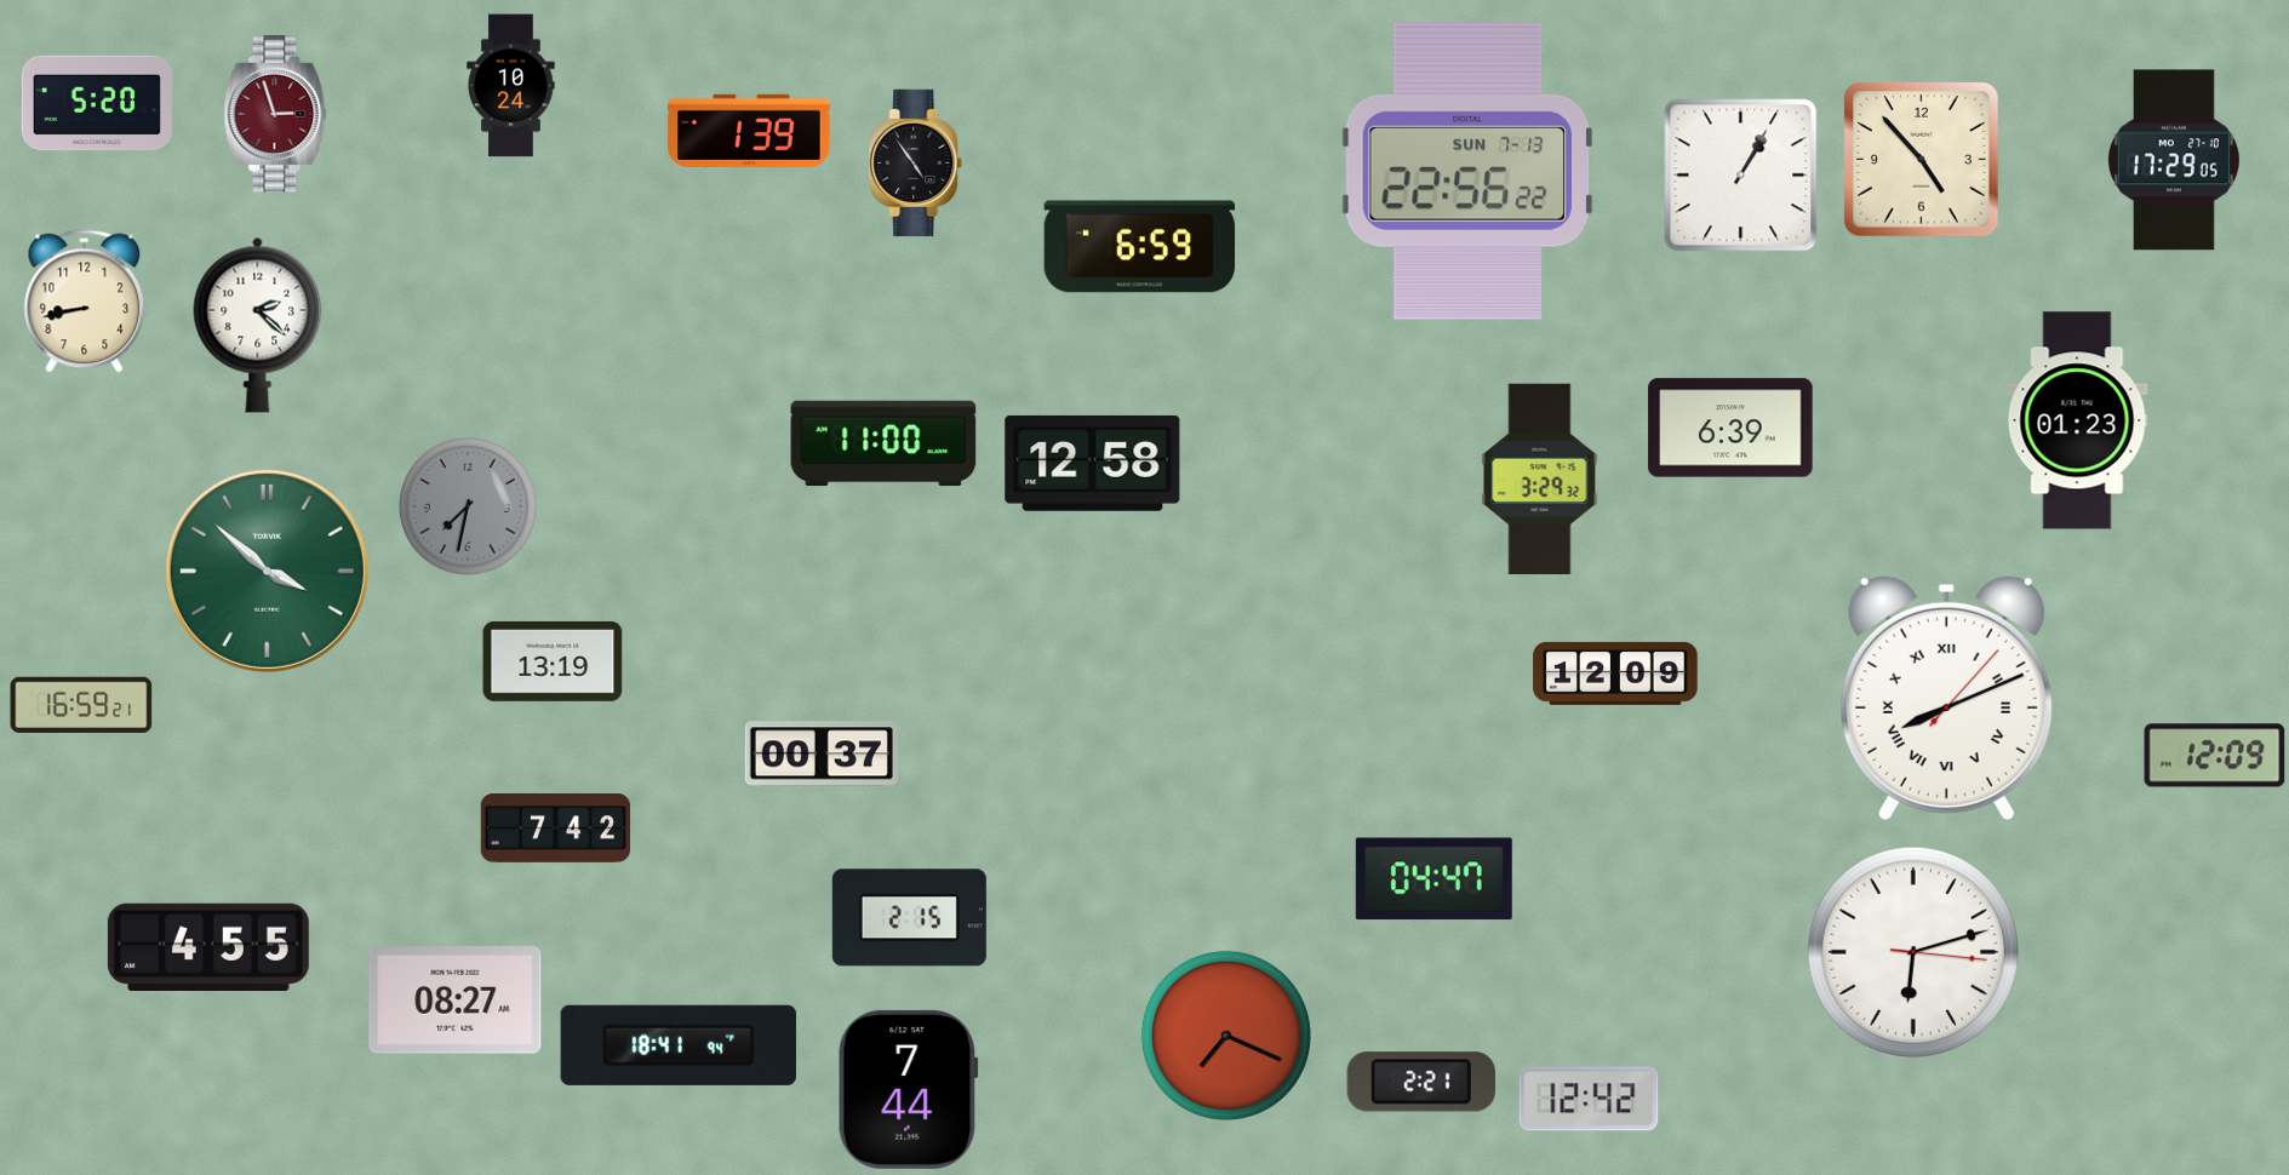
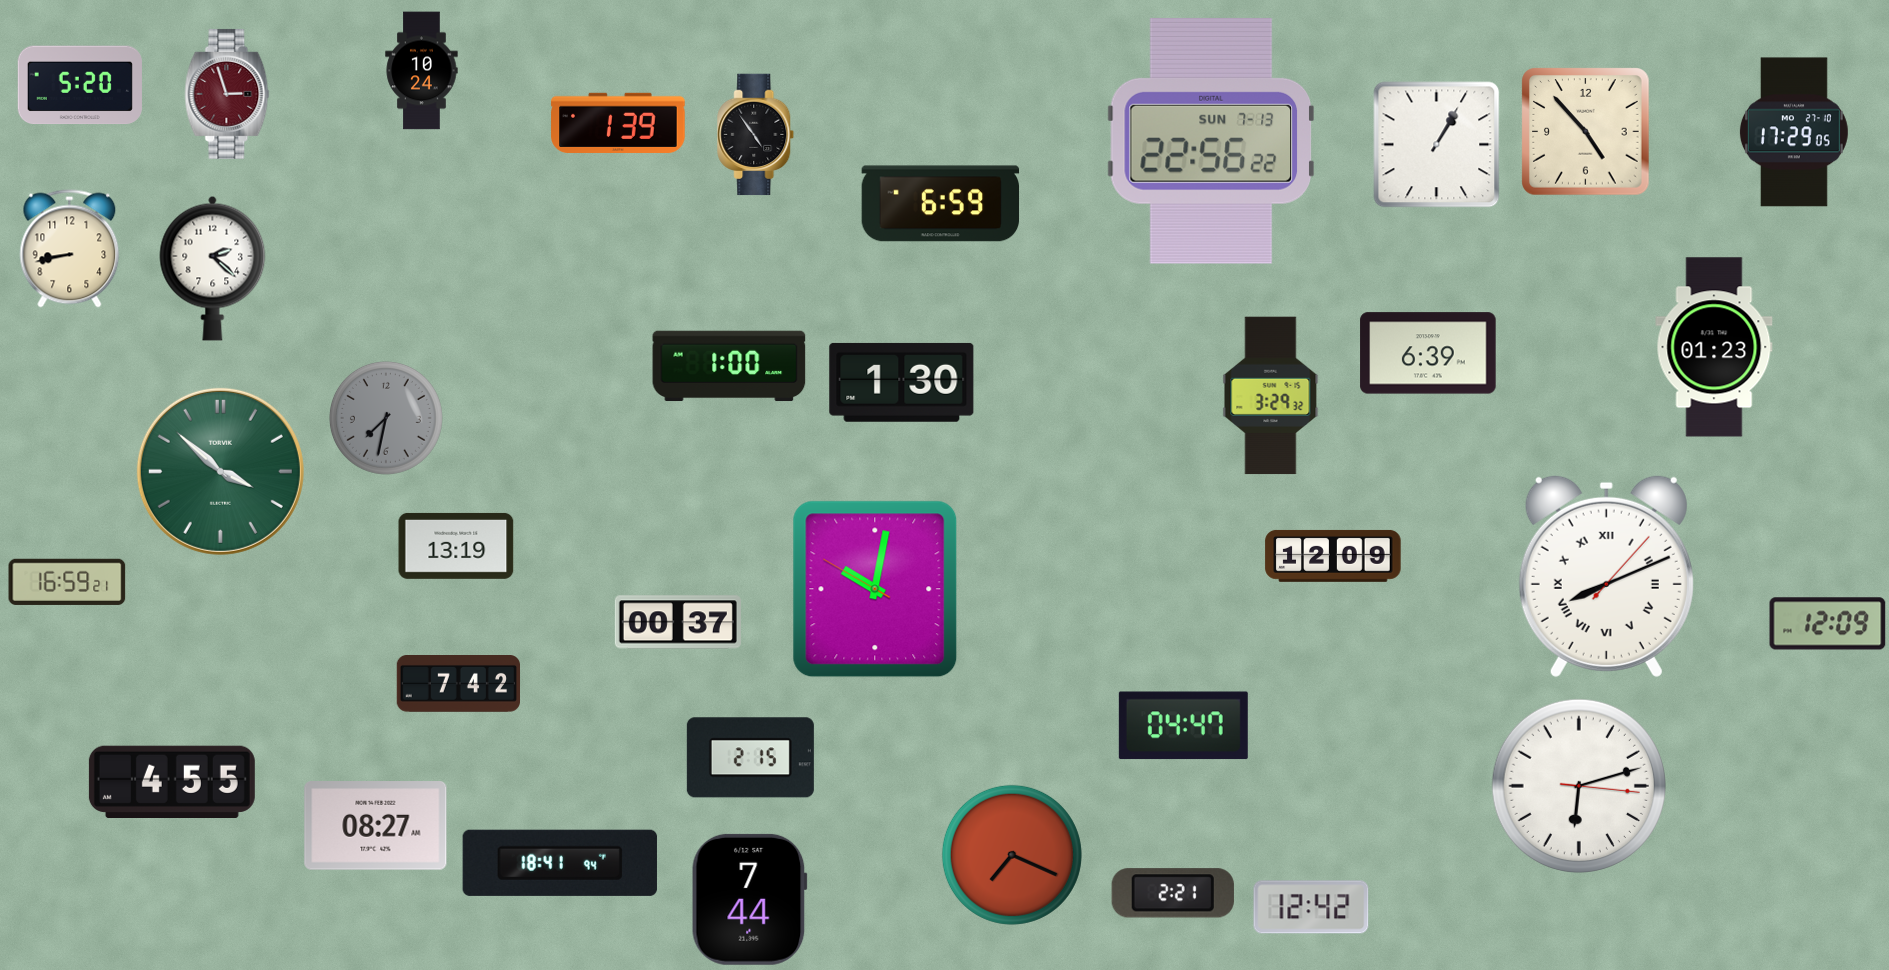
clock at (749, 131) position: (749, 131) -> (618, 123)
clock at (883, 443): 11:00 -> 1:00
clock at (1093, 463): 12:58 -> 1:30
clock at (875, 589): none -> 10:01
